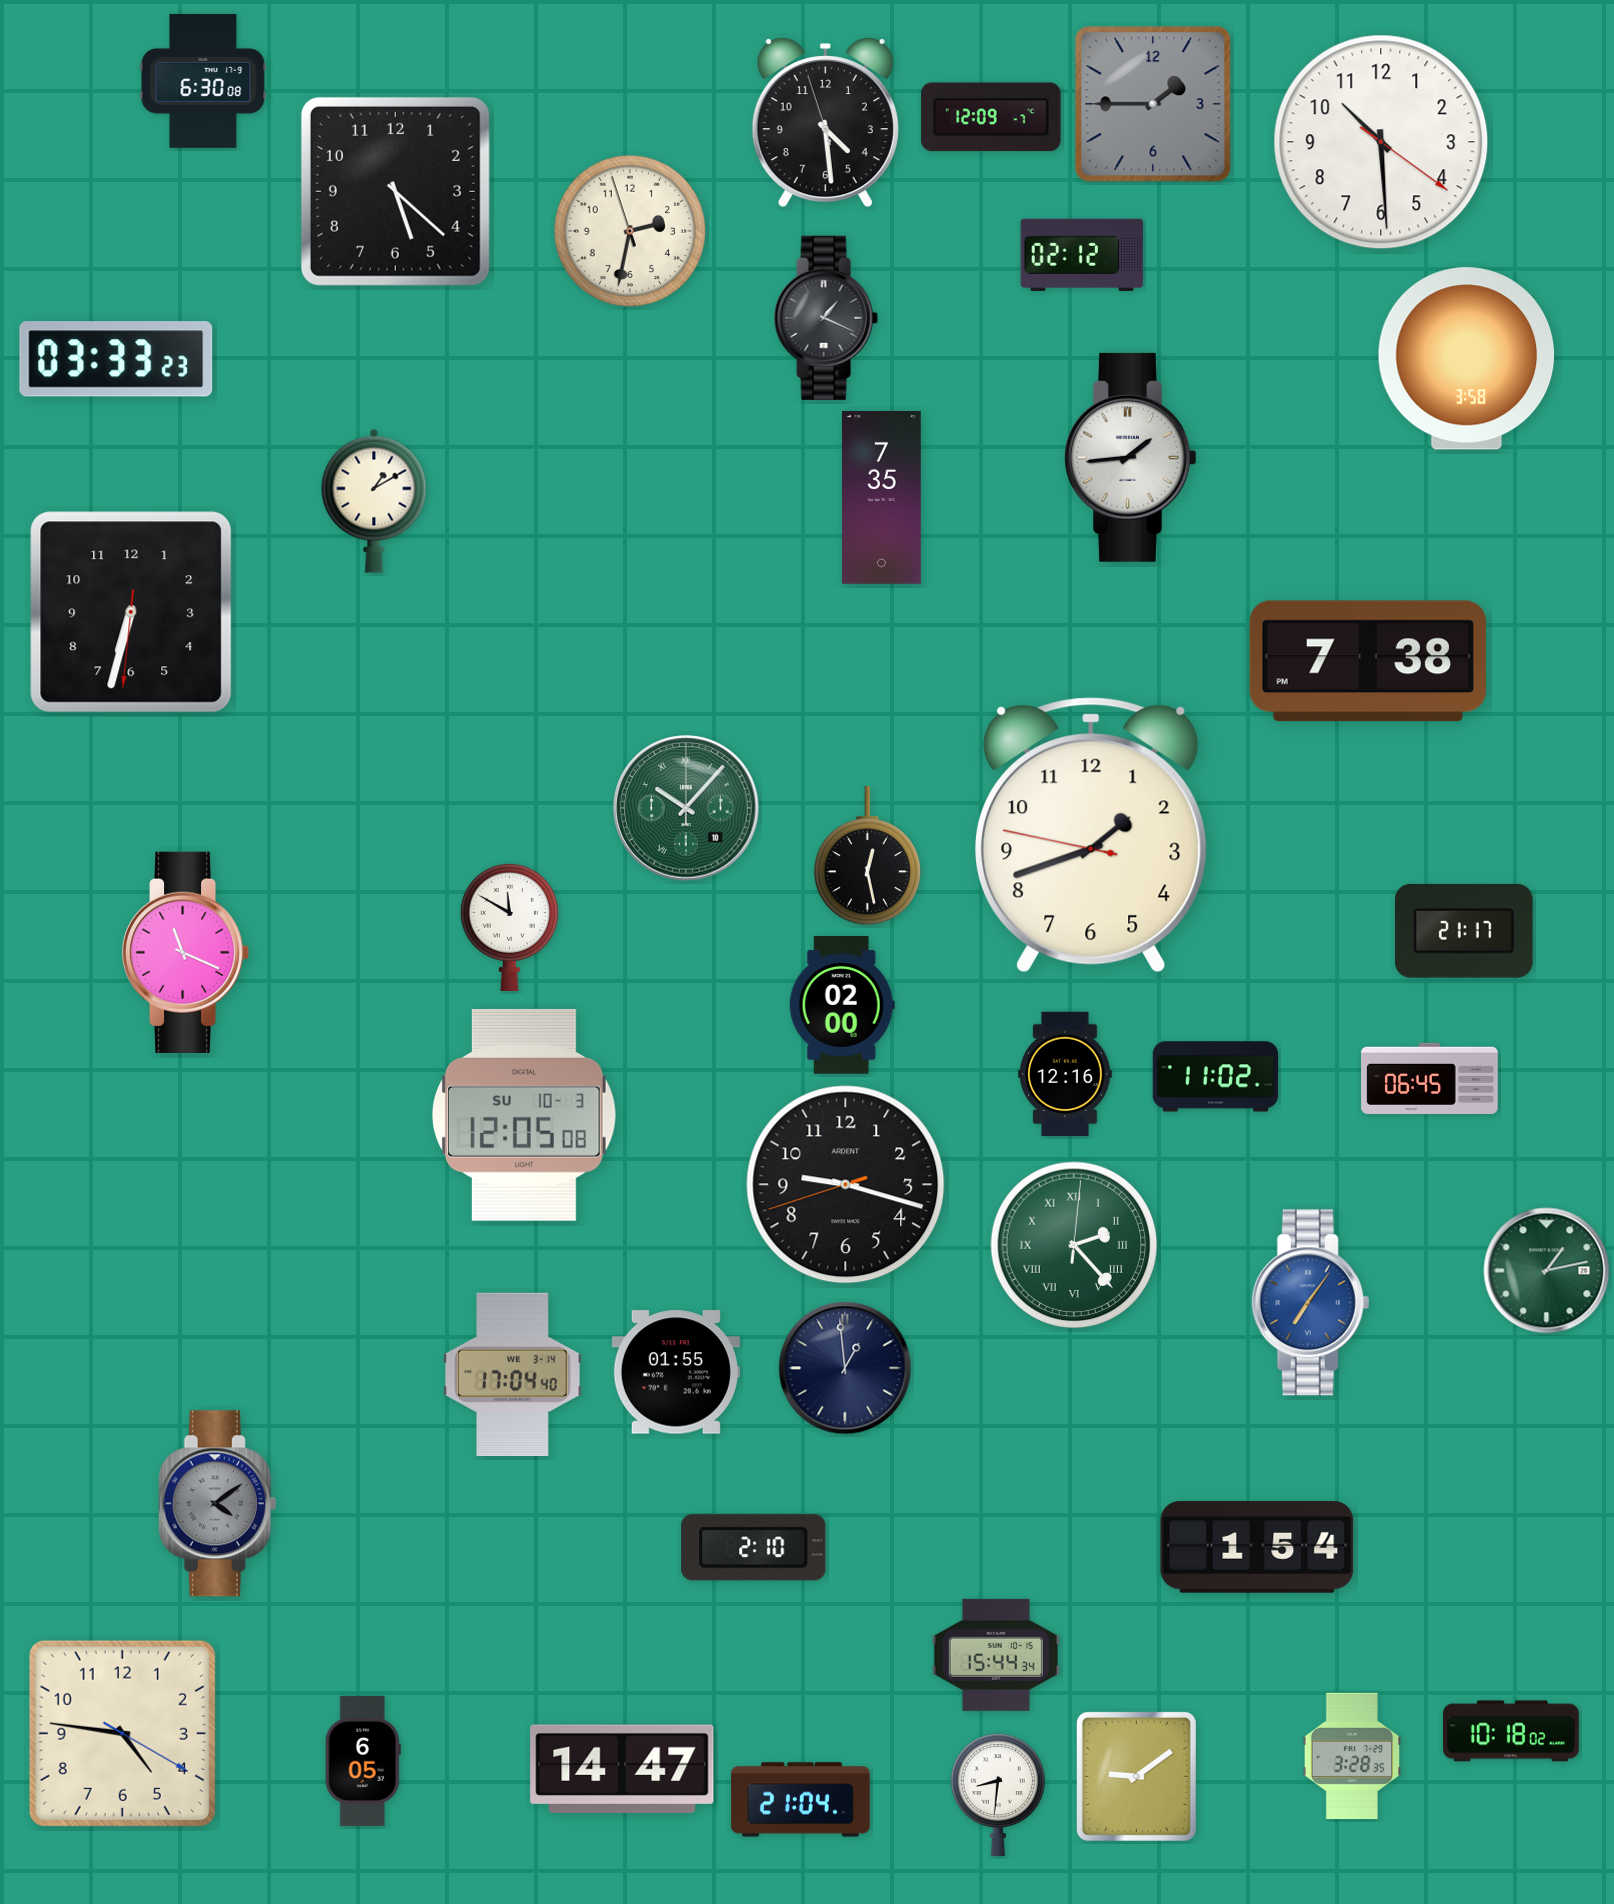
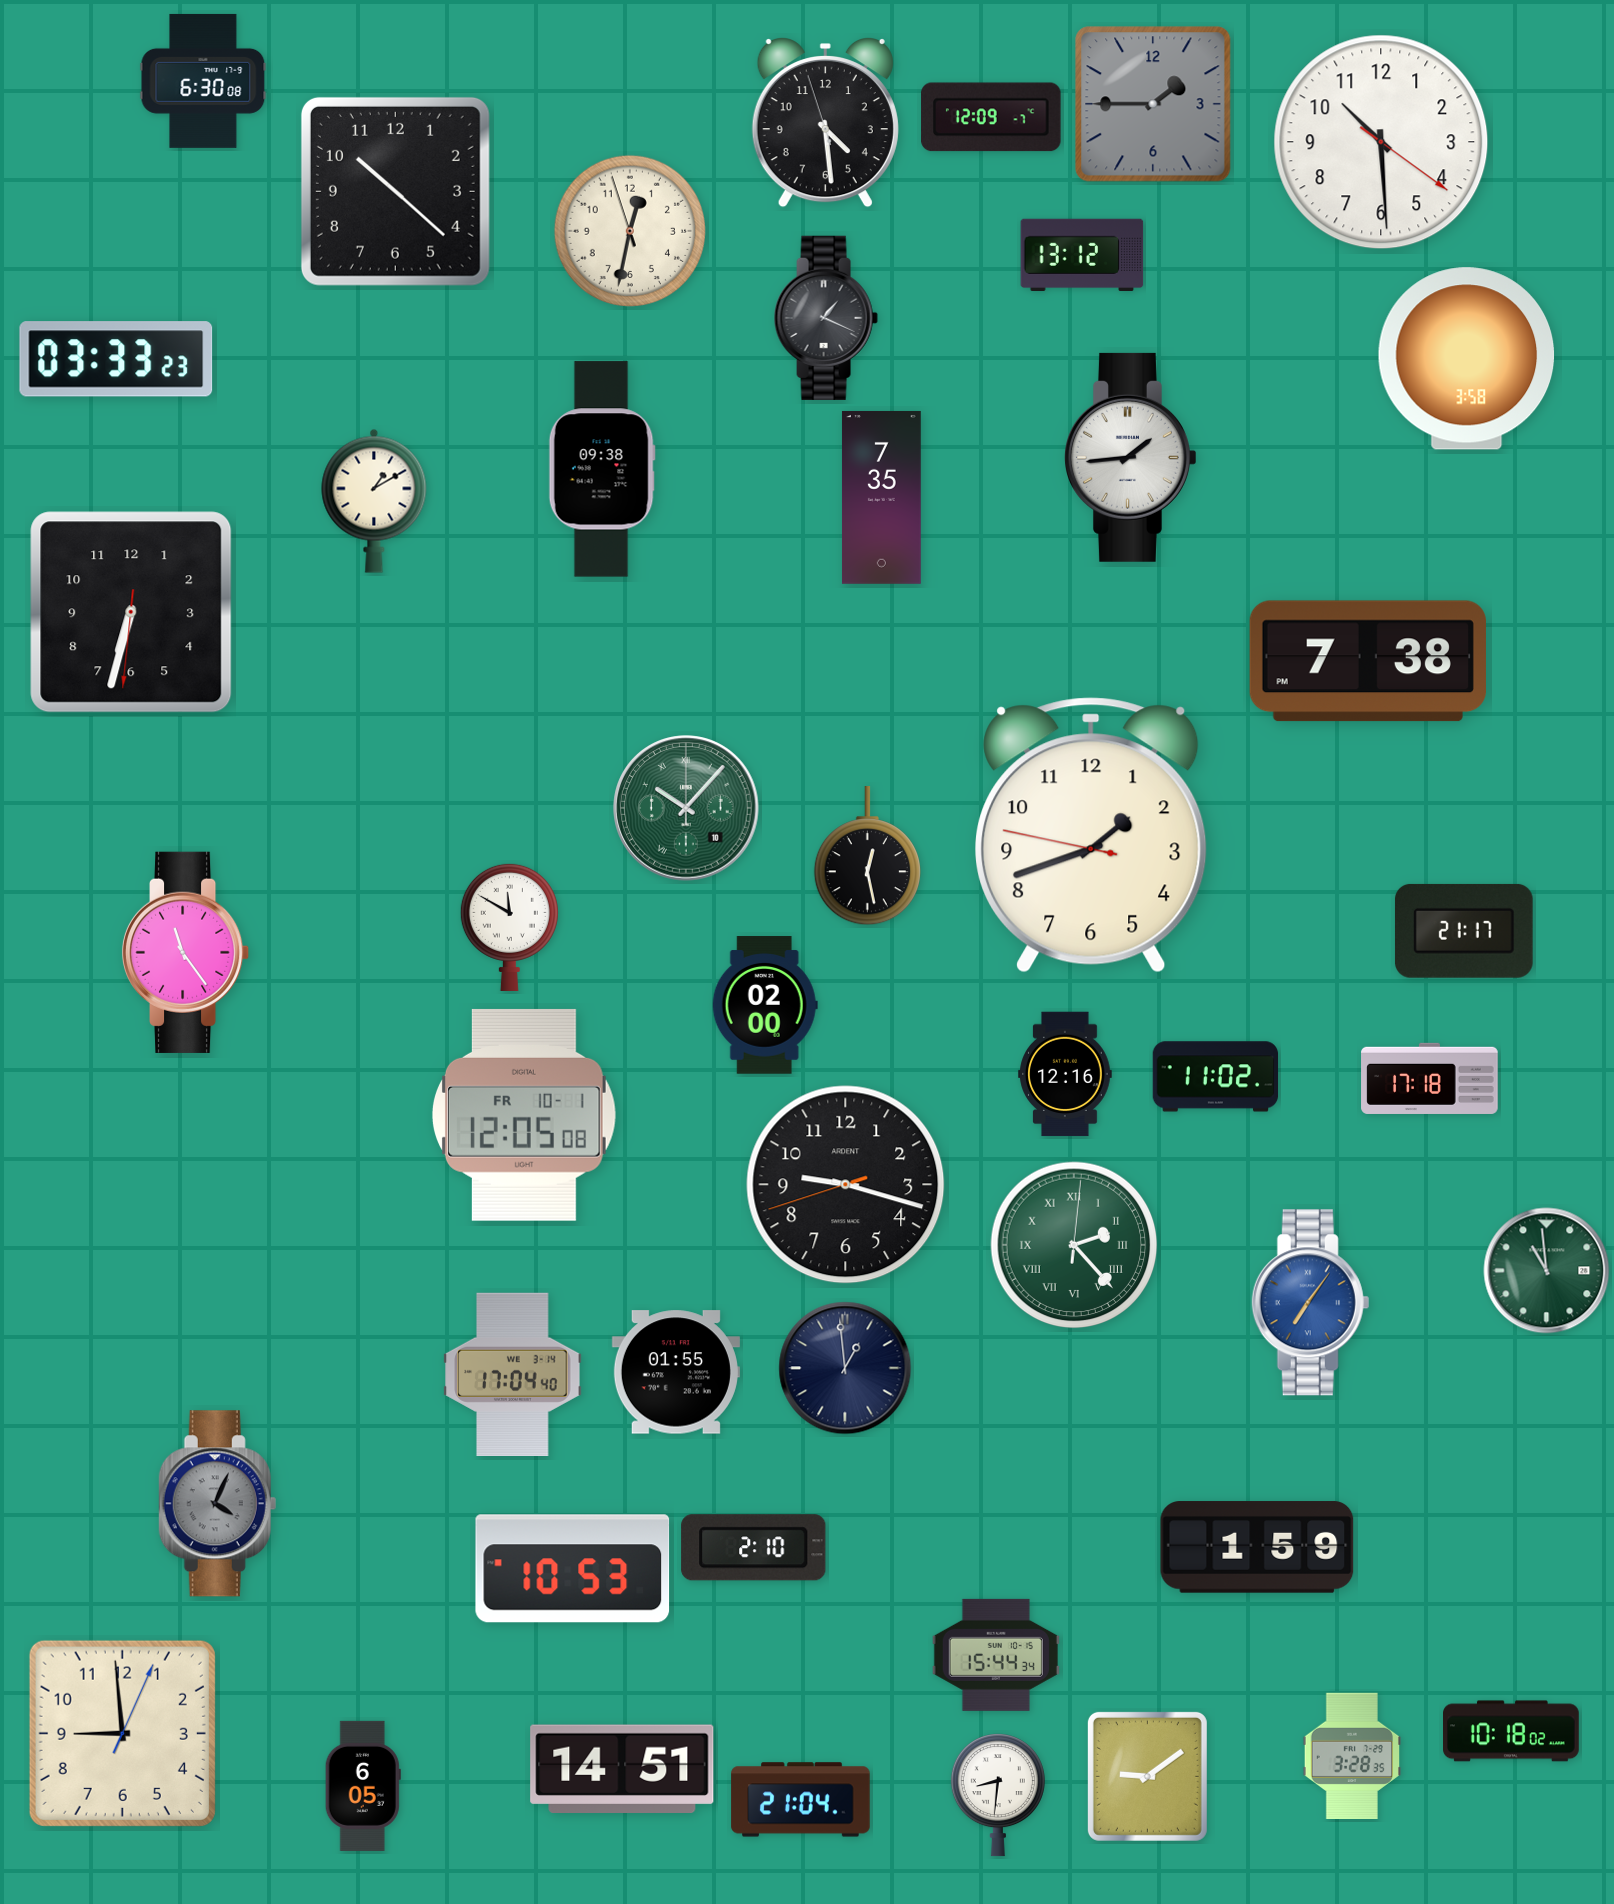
clock at (395, 191): 5:22 -> 10:22
clock at (629, 230): 2:31 -> 12:31
clock at (1082, 254): 02:12 -> 13:12
clock at (602, 469): none -> 09:38
clock at (186, 952): 11:19 -> 11:24
clock at (842, 1005) position: (842, 1005) -> (765, 1005)
clock at (1430, 1078): 06:45 -> 17:18
clock at (524, 1115) date: SU 10-3 -> FR 10-1
clock at (1547, 1271): 1:13 -> 10:59
clock at (218, 1504): 4:09 -> 4:04
clock at (1257, 1547): 1:54 -> 1:59
clock at (573, 1569): none -> 10:53
clock at (122, 1733): 4:46 -> 8:59
clock at (363, 1761) position: (363, 1761) -> (363, 1786)
clock at (622, 1768): 14:47 -> 14:51
clock at (1136, 1776) position: (1136, 1776) -> (1147, 1776)
